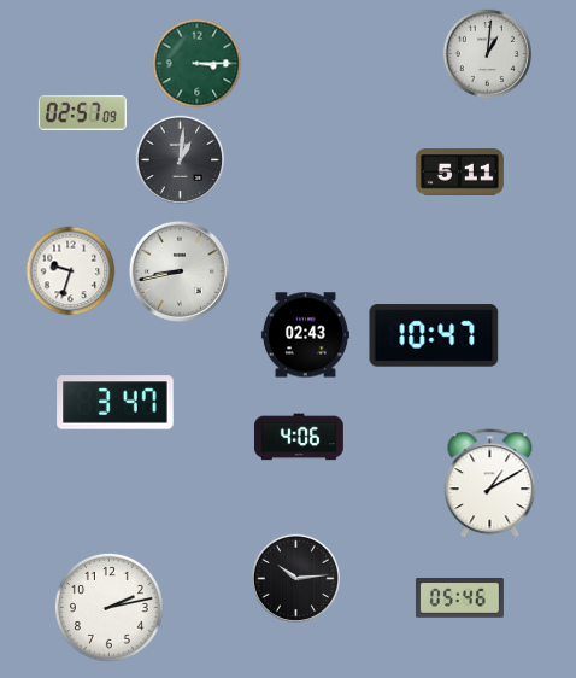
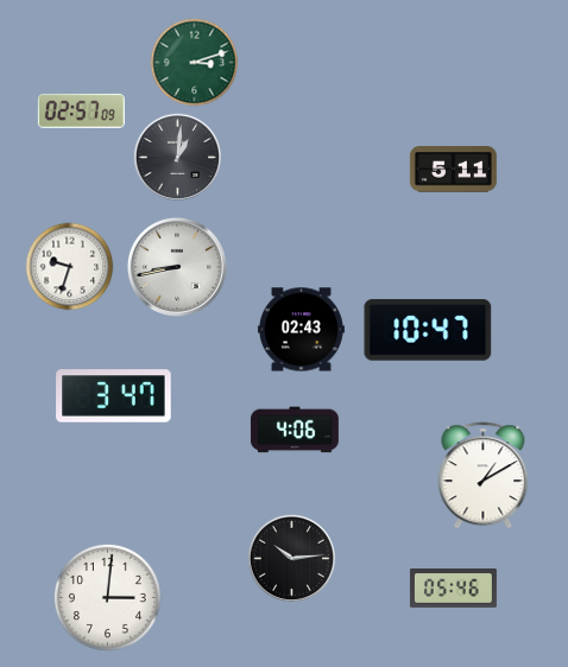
clock at (487, 53): 1:01 -> none
clock at (198, 64): 3:15 -> 3:12
clock at (295, 578) position: (295, 578) -> (291, 558)
clock at (108, 607): 2:13 -> 3:01
